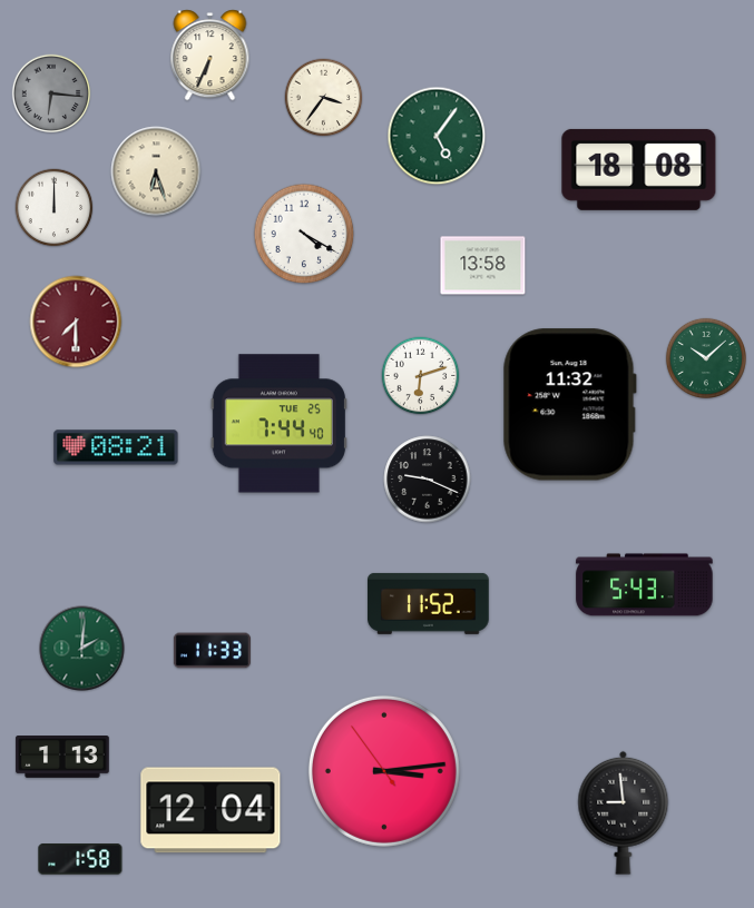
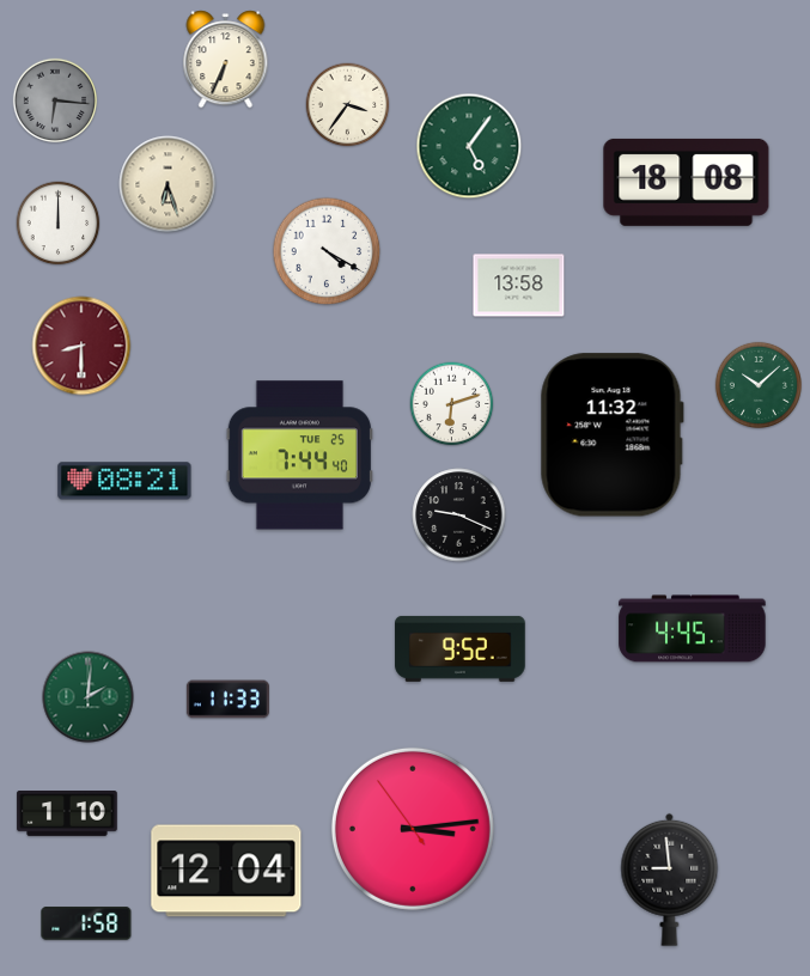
clock at (76, 322): 7:30 -> 8:30
clock at (645, 585): 5:43 -> 4:45
clock at (429, 603): 11:52 -> 9:52
clock at (62, 758): 1:13 -> 1:10
clock at (624, 812) position: (624, 812) -> (670, 879)
